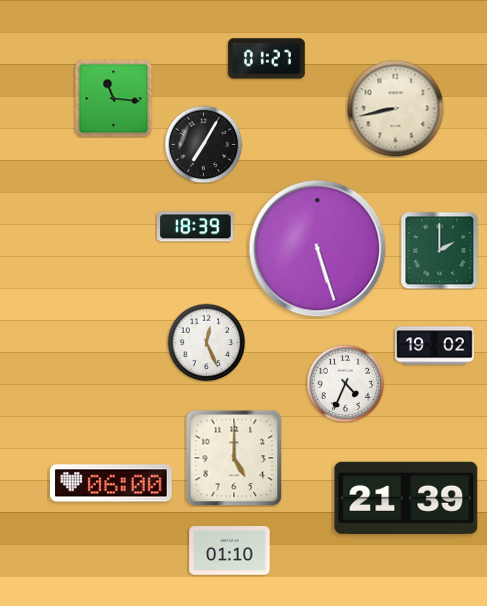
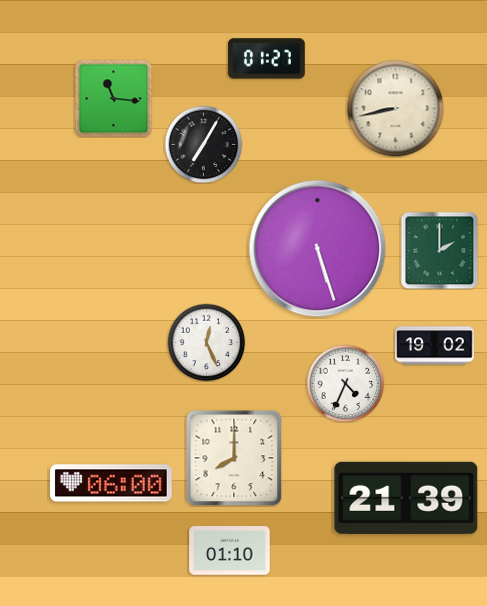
clock at (196, 227): 18:39 -> none
clock at (234, 458): 5:00 -> 8:00
